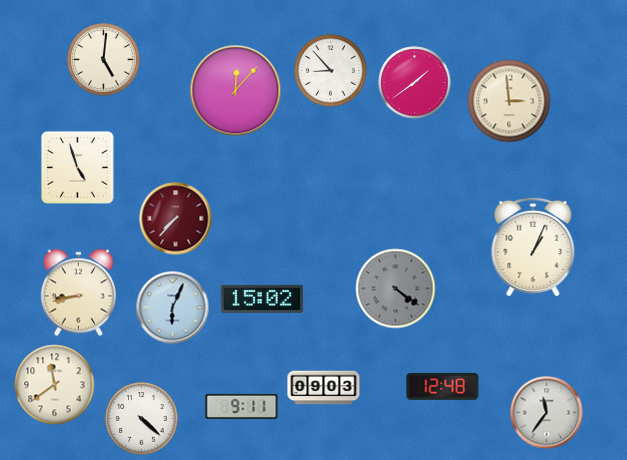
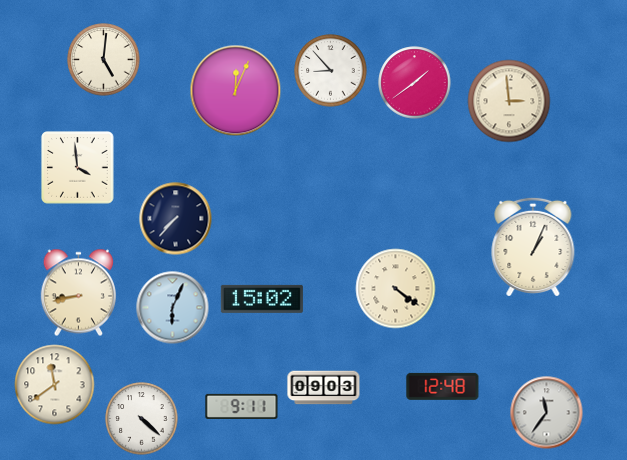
clock at (236, 91): 12:07 -> 12:04
clock at (78, 168): 4:57 -> 3:59
clock at (176, 219) dial: burgundy -> navy
clock at (396, 289) dial: grey -> cream
